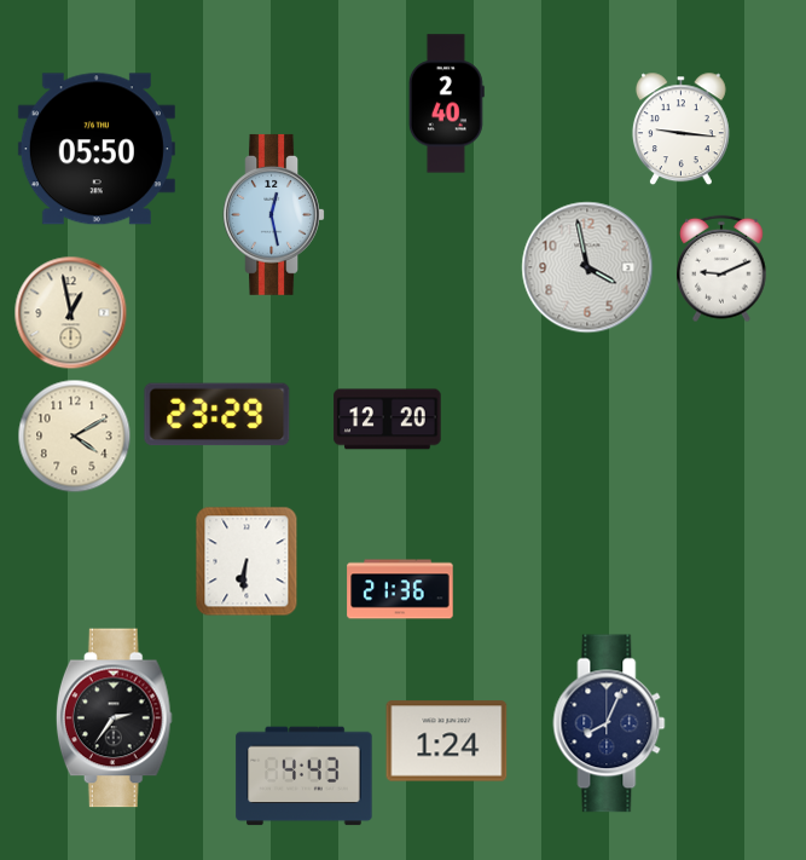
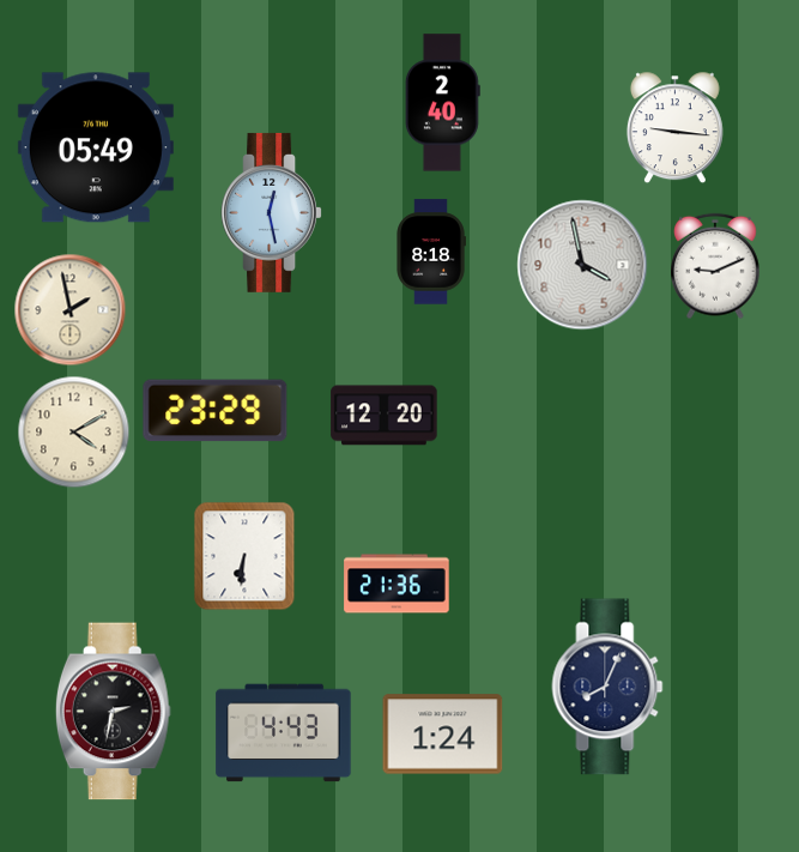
clock at (97, 149): 05:50 -> 05:49
clock at (431, 252): none -> 8:18
clock at (71, 313): 12:58 -> 1:58
clock at (114, 718): 2:36 -> 2:32
clock at (609, 723) position: (609, 723) -> (607, 687)
clock at (305, 777) position: (305, 777) -> (284, 733)
